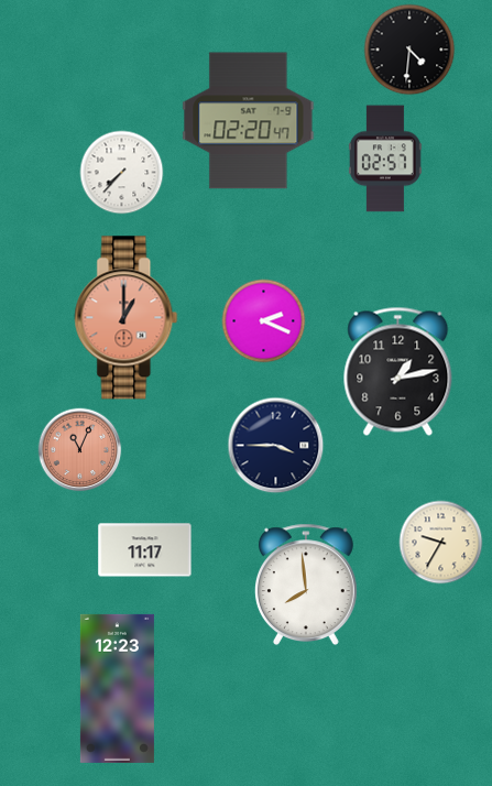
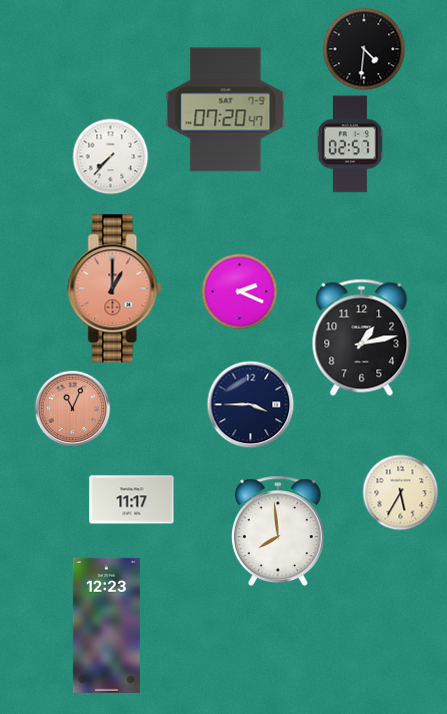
clock at (409, 50) position: (409, 50) -> (364, 49)
clock at (249, 121): 02:20 -> 07:20
clock at (441, 543): 9:35 -> 5:35
